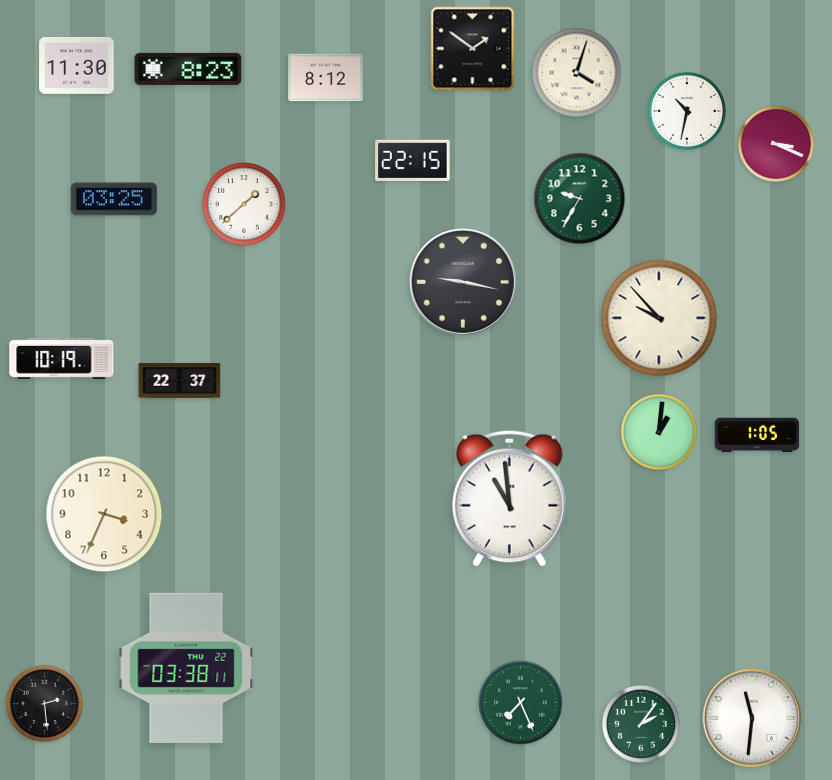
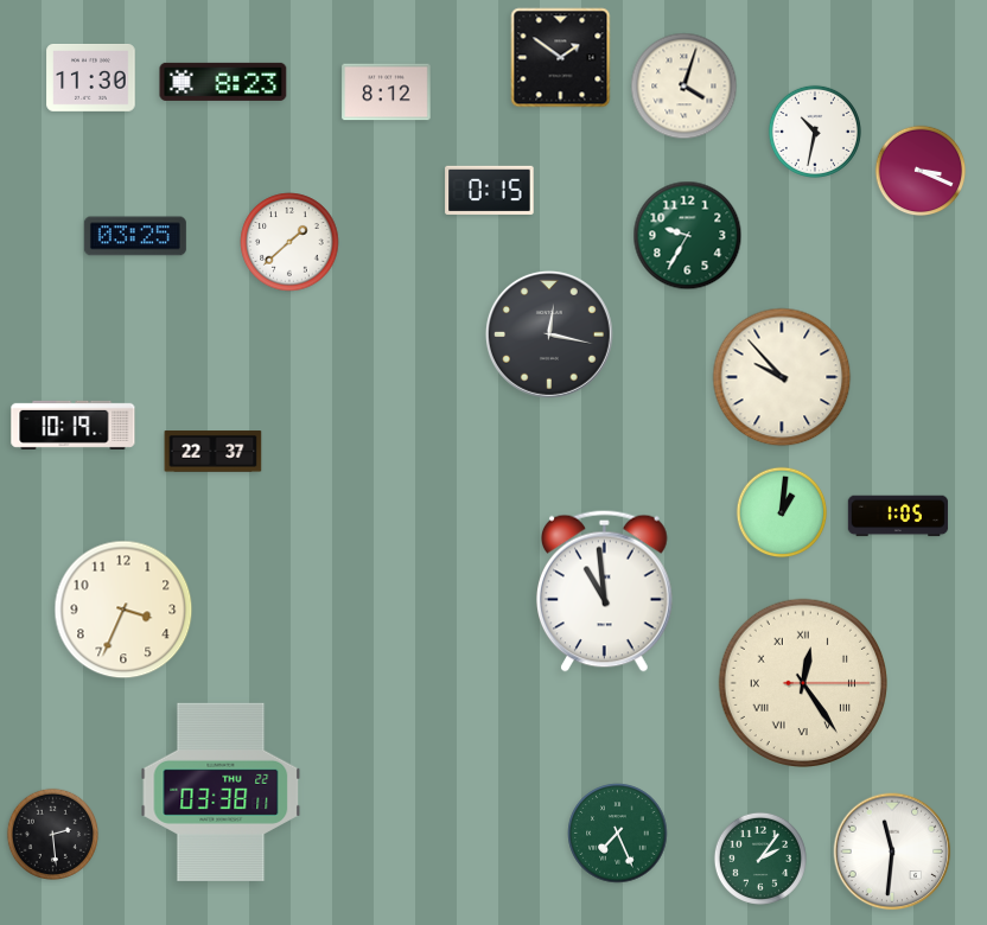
clock at (413, 160): 22:15 -> 0:15
clock at (463, 282): 9:17 -> 12:17
clock at (802, 682): none -> 12:24
